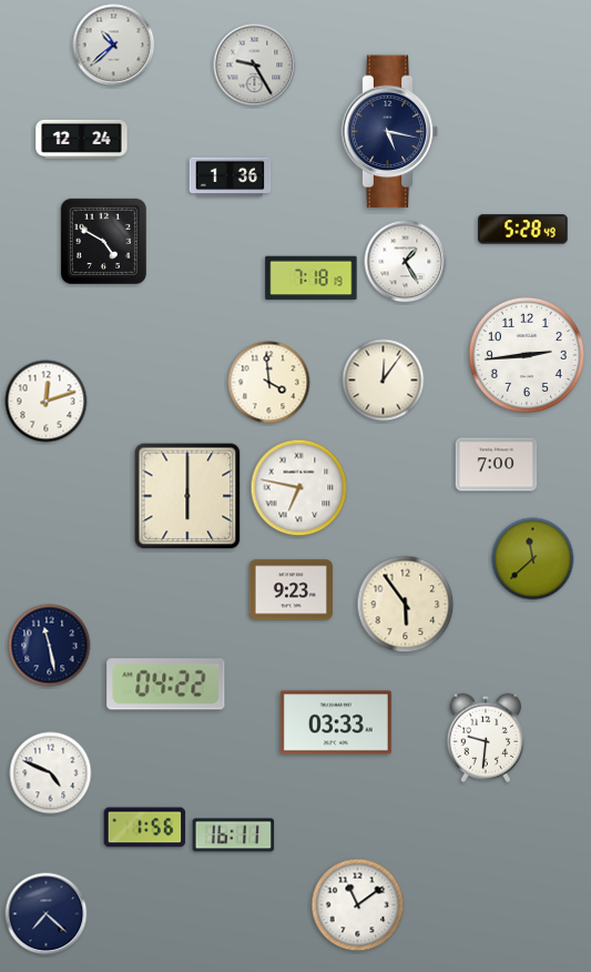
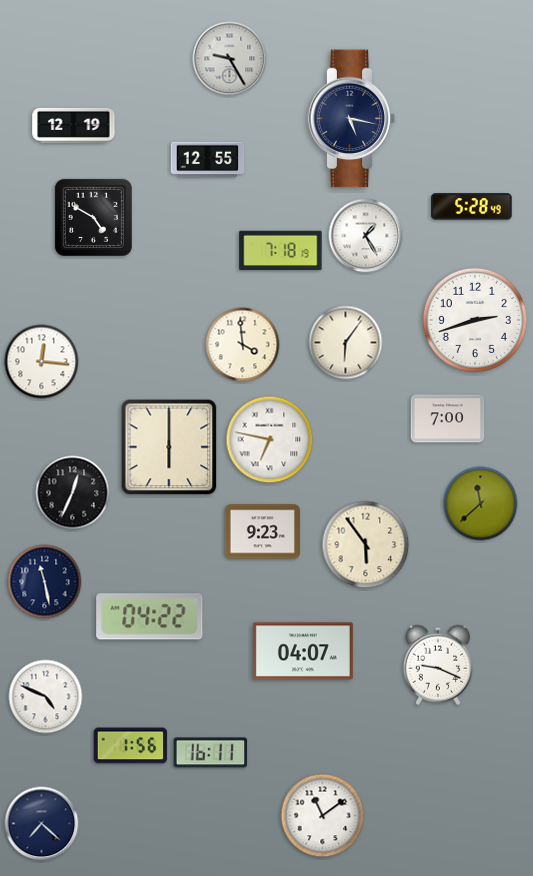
clock at (114, 45): 10:38 -> none
clock at (82, 139): 12:24 -> 12:19
clock at (231, 178): 1:36 -> 12:55
clock at (527, 355): 2:44 -> 2:42
clock at (384, 381): 12:06 -> 6:06
clock at (47, 402): 12:12 -> 12:16
clock at (73, 493): none -> 12:34
clock at (336, 722): 03:33 -> 04:07
clock at (486, 738): 9:31 -> 9:19
